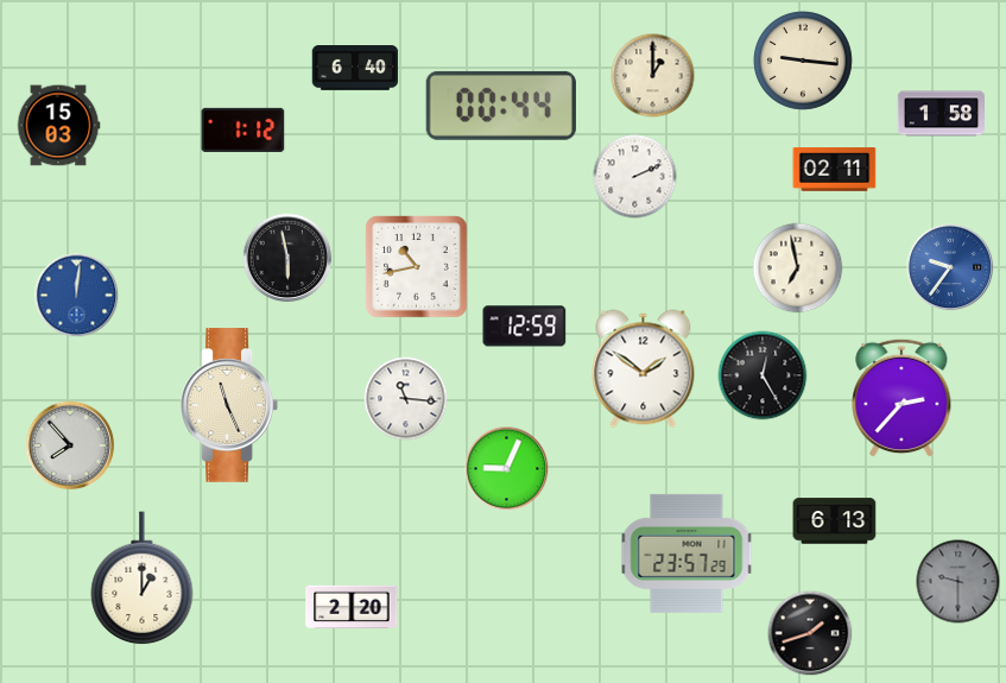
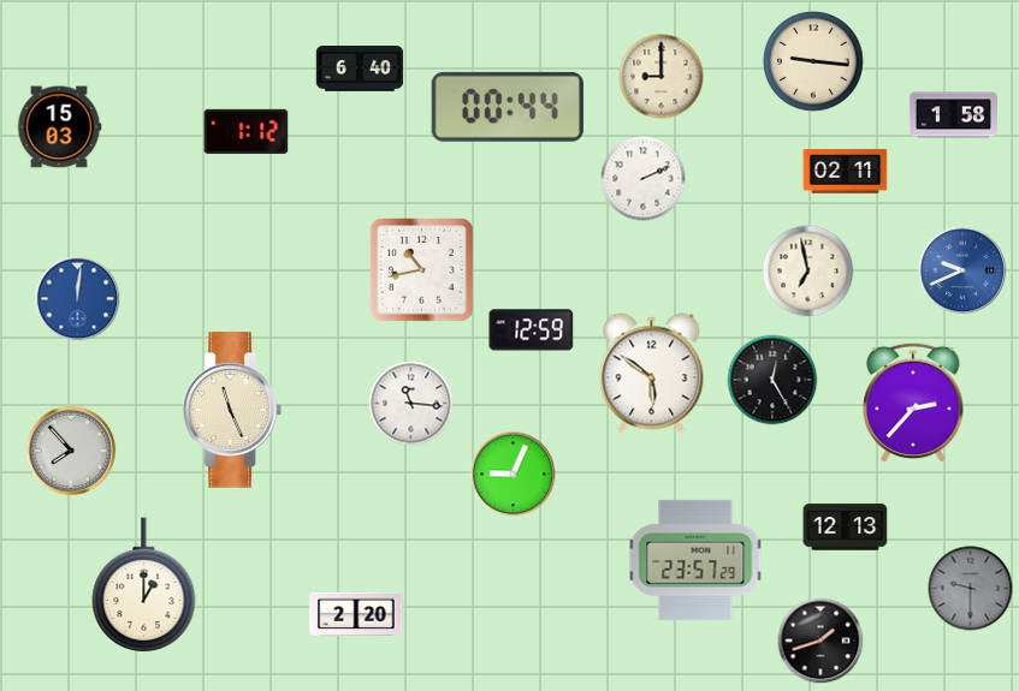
clock at (653, 76): 1:00 -> 9:00
clock at (287, 258): 5:58 -> none
clock at (950, 267): 9:36 -> 9:41
clock at (644, 369): 1:51 -> 5:51
clock at (835, 521): 6:13 -> 12:13
